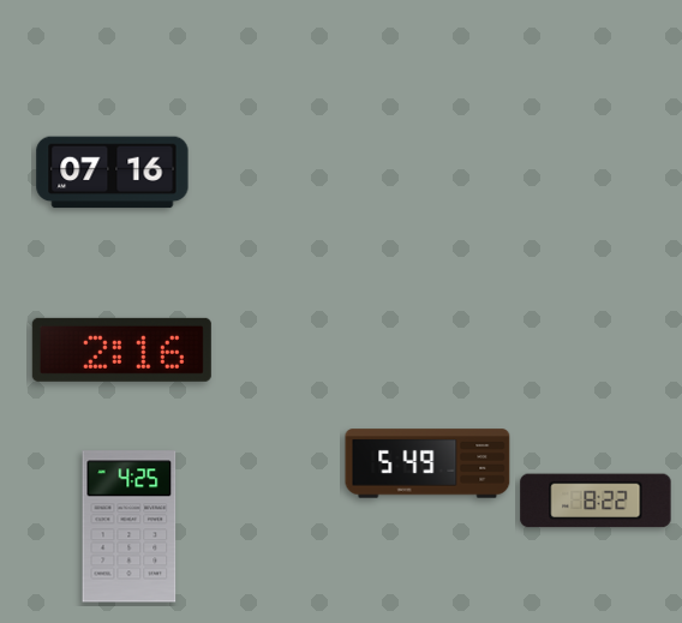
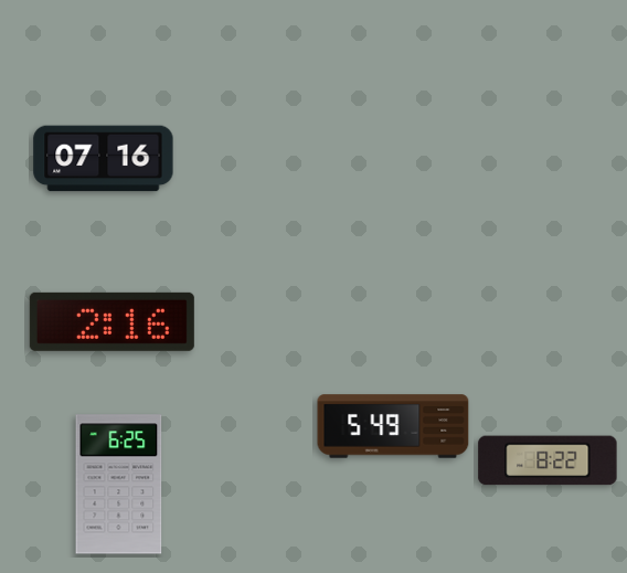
clock at (130, 527): 4:25 -> 6:25
